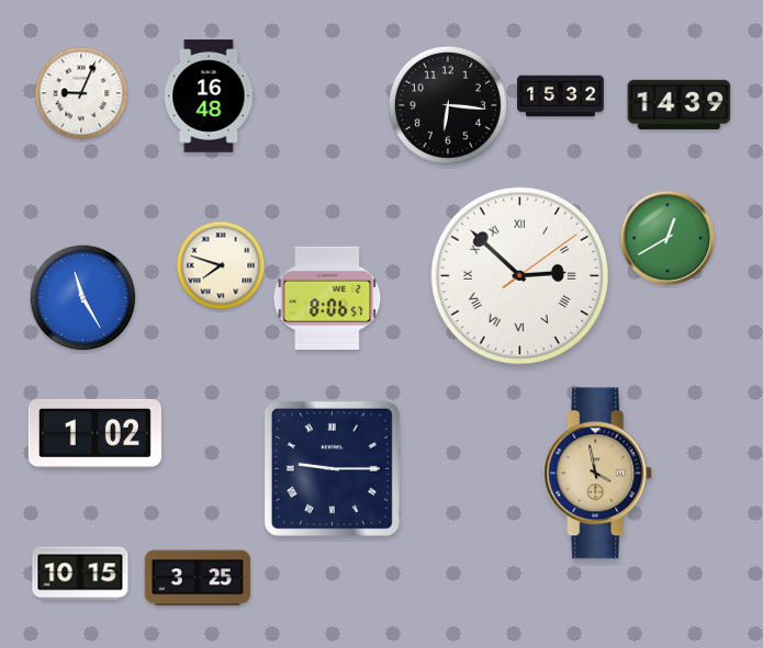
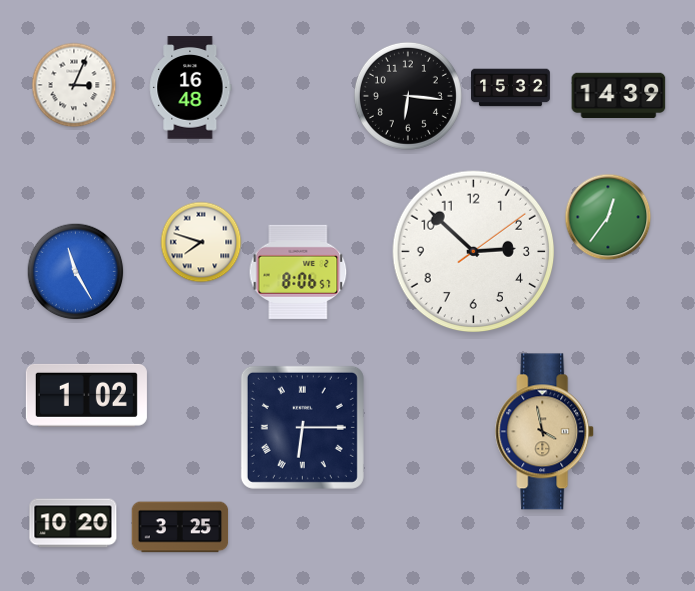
clock at (81, 93): 9:04 -> 3:04
clock at (667, 238): 12:40 -> 12:36
clock at (520, 276) numerals: Roman -> Arabic
clock at (332, 468): 9:15 -> 6:15
clock at (80, 573): 10:15 -> 10:20
